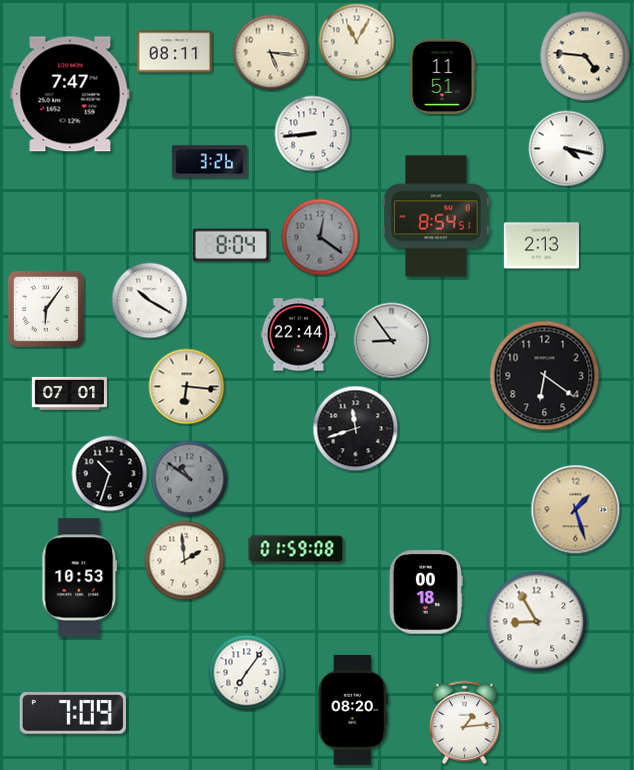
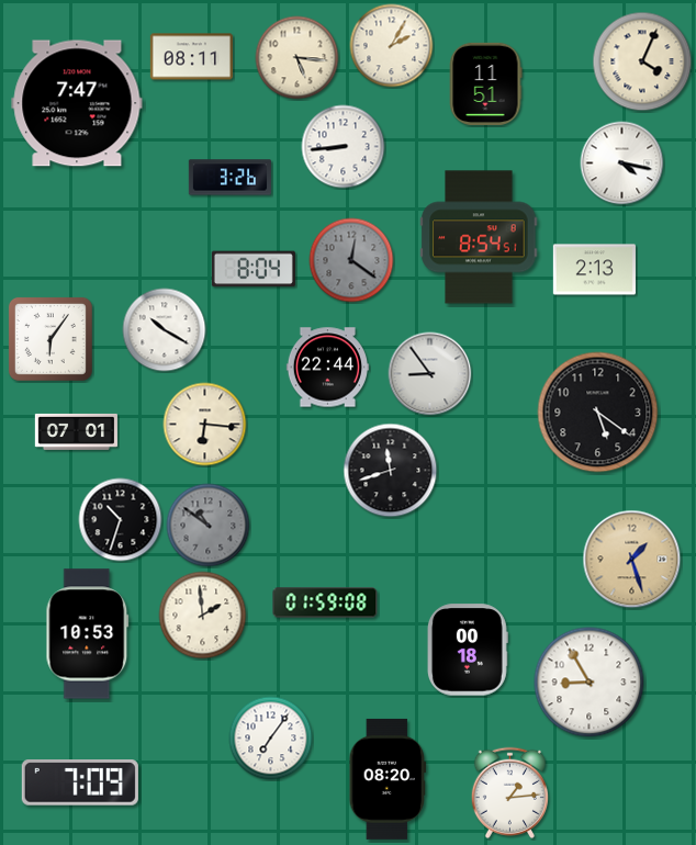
clock at (357, 42): 11:05 -> 2:05
clock at (585, 56): 4:46 -> 4:04
clock at (545, 376): 6:21 -> 5:21
